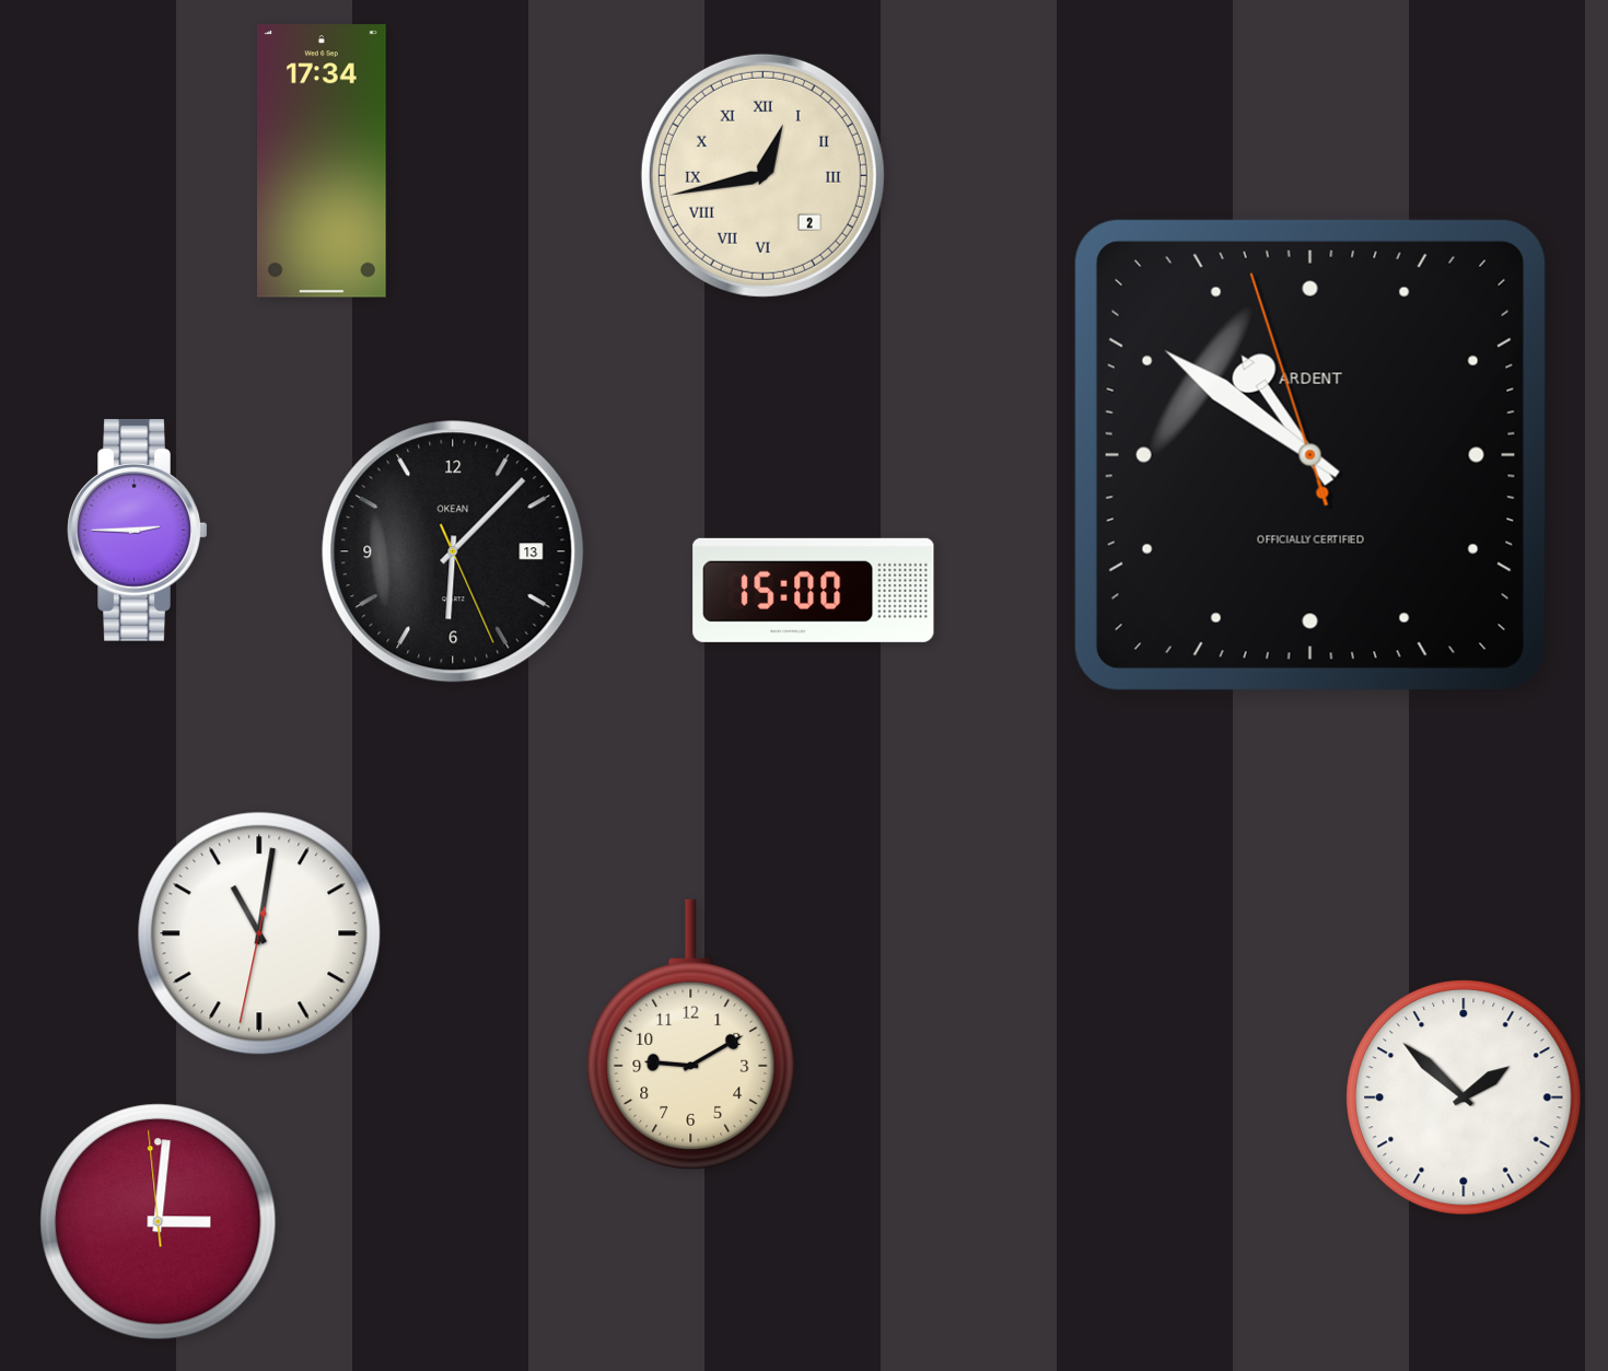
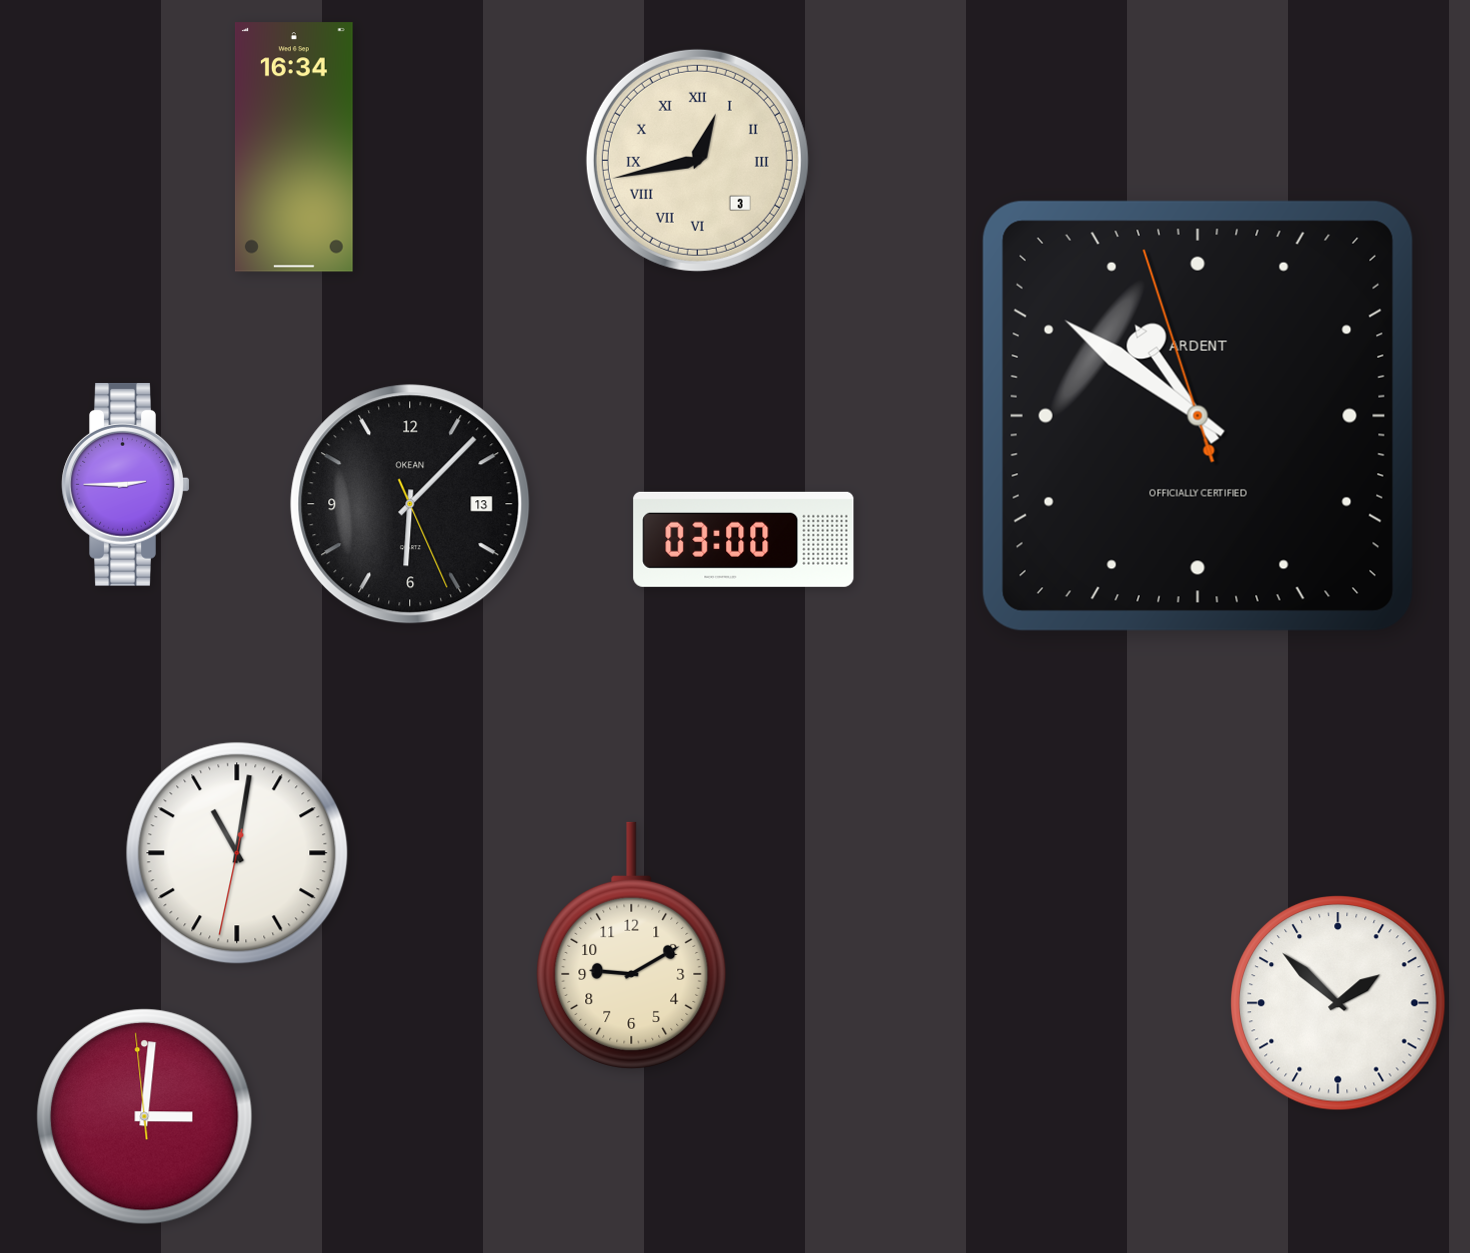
clock at (322, 161): 17:34 -> 16:34
clock at (762, 175) date: 2 -> 3
clock at (453, 551) position: (453, 551) -> (410, 504)
clock at (814, 590): 15:00 -> 03:00
